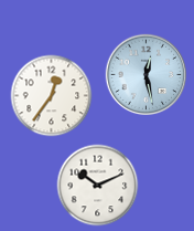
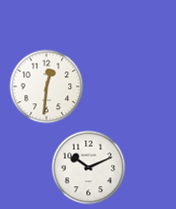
clock at (147, 75): 12:28 -> none
clock at (52, 96): 12:36 -> 12:31
